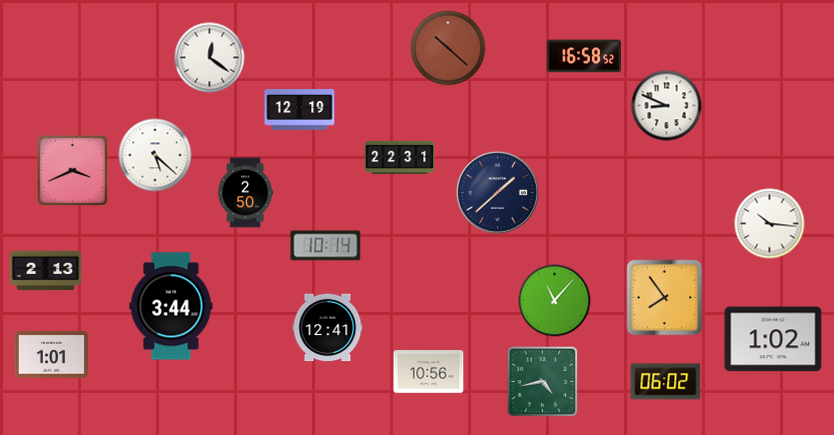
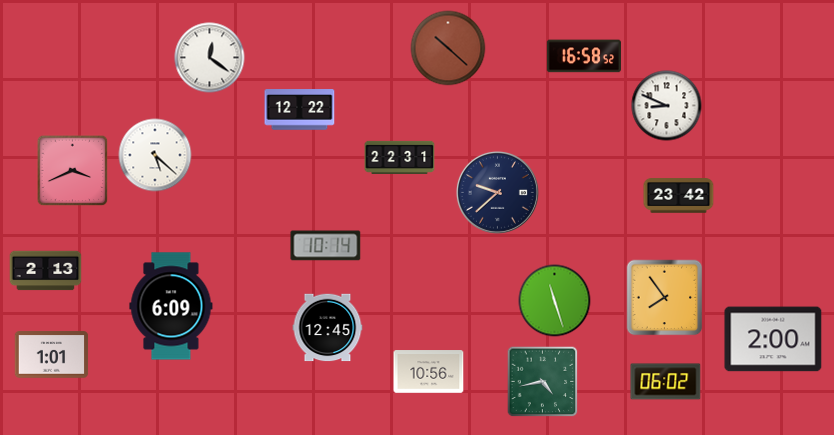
clock at (300, 110): 12:19 -> 12:22
clock at (497, 192): 1:38 -> 9:38
clock at (246, 193): 2:50 -> none
clock at (679, 196): none -> 23:42
clock at (770, 224): 10:16 -> none
clock at (555, 301): 11:07 -> 11:27
clock at (171, 306): 3:44 -> 6:09
clock at (328, 328): 12:41 -> 12:45
clock at (773, 339): 1:02 -> 2:00
